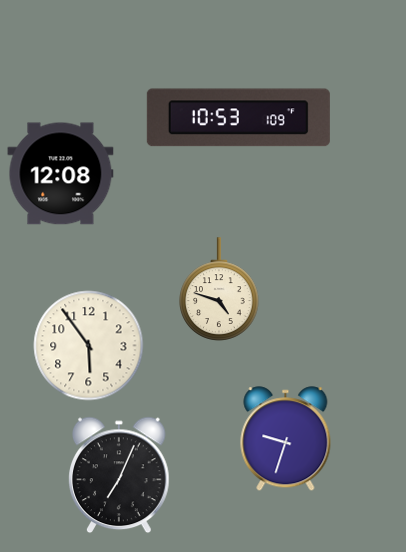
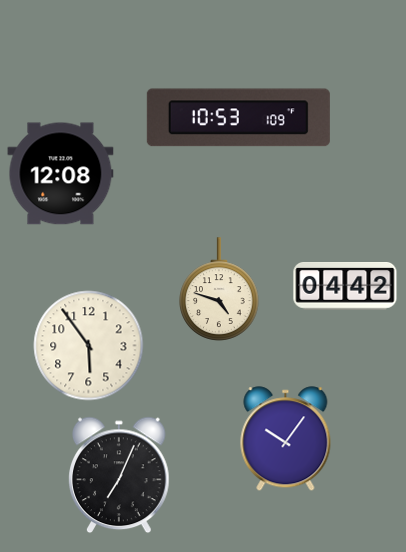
clock at (345, 287): none -> 04:42
clock at (286, 439): 9:33 -> 10:06
